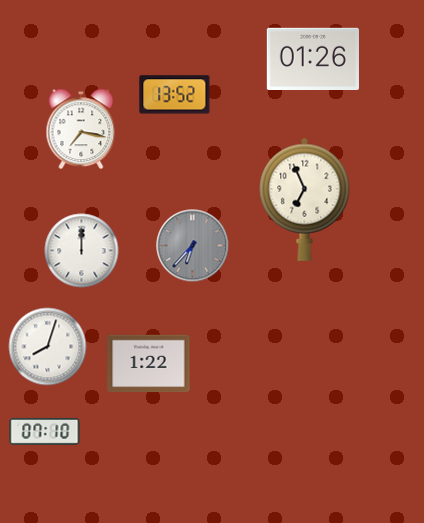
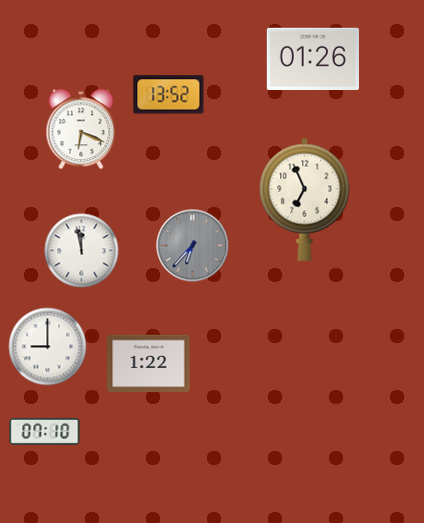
clock at (175, 95) position: (175, 95) -> (169, 95)
clock at (81, 129): 7:17 -> 6:19
clock at (82, 251): 12:00 -> 11:58
clock at (48, 347): 8:03 -> 9:00
